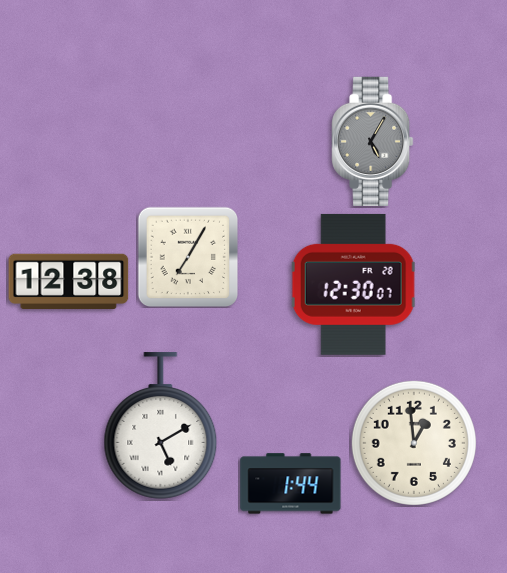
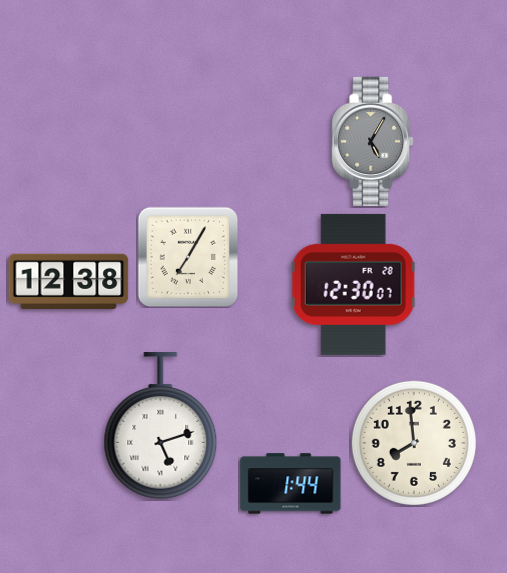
clock at (161, 426): 5:10 -> 5:12
clock at (414, 443): 12:59 -> 7:59
